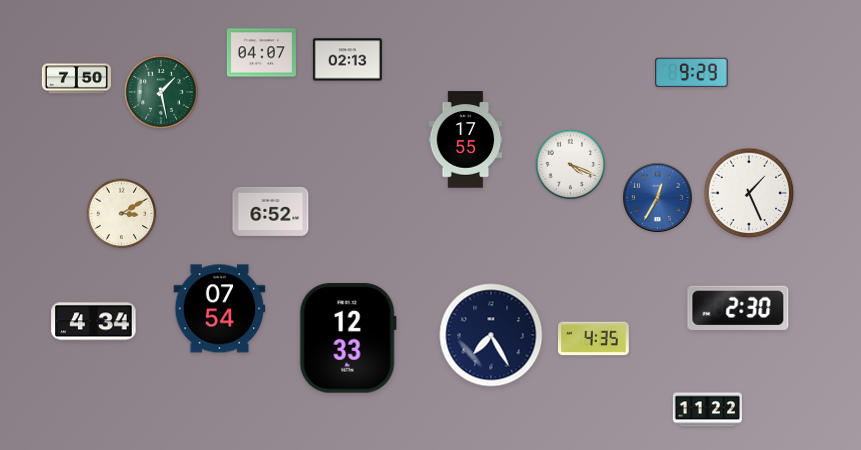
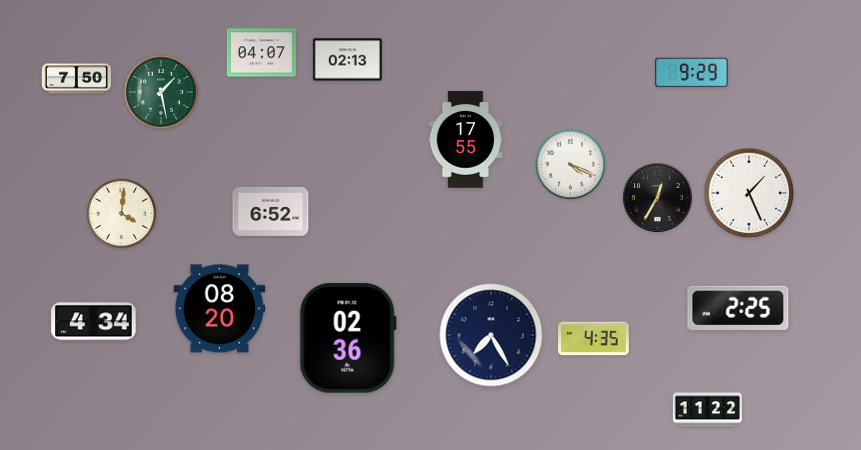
clock at (657, 197) dial: blue -> black
clock at (122, 214): 3:10 -> 4:01
clock at (738, 308): 2:30 -> 2:25
clock at (220, 309): 07:54 -> 08:20
clock at (348, 338): 12:33 -> 02:36
